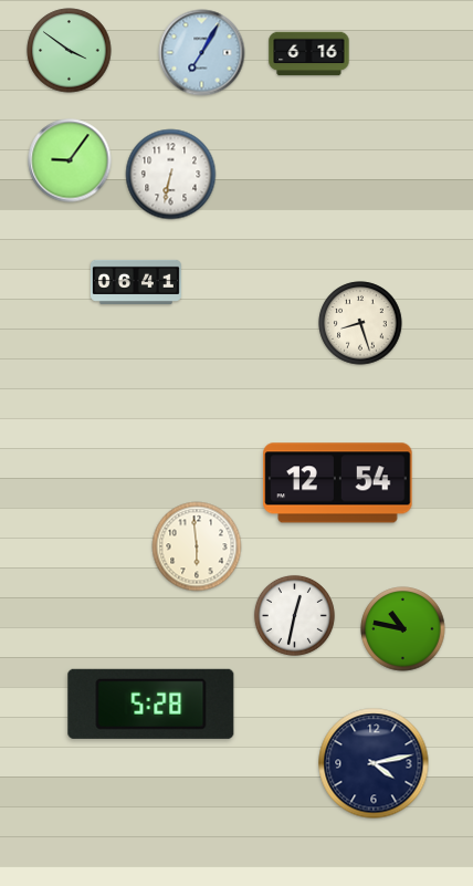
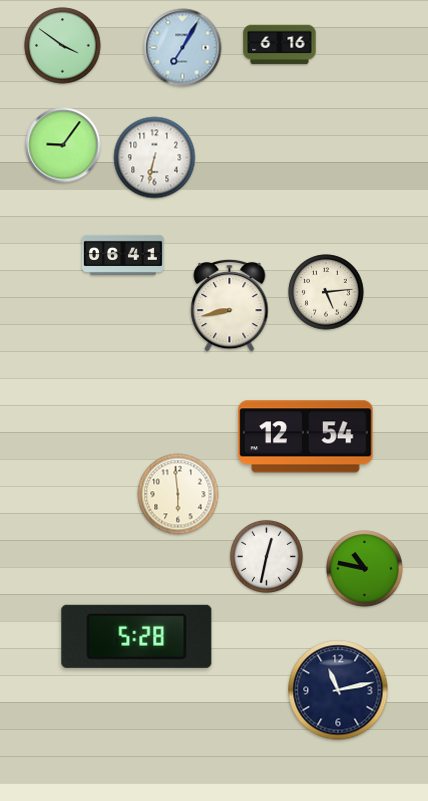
clock at (309, 54) position: (309, 54) -> (280, 45)
clock at (360, 323): 8:27 -> 5:14
clock at (230, 305): none -> 8:43
clock at (374, 763): 4:13 -> 11:13
